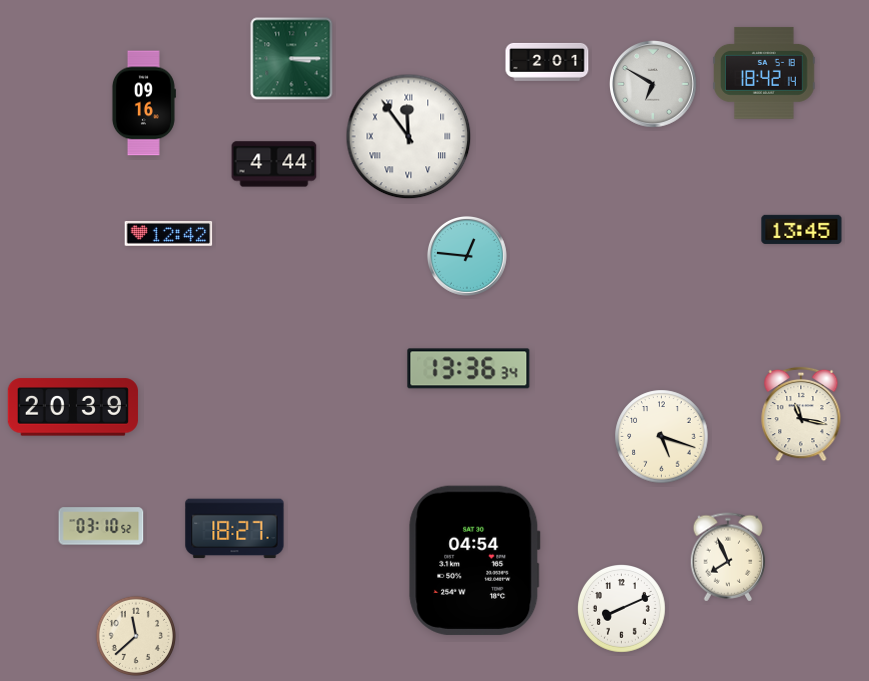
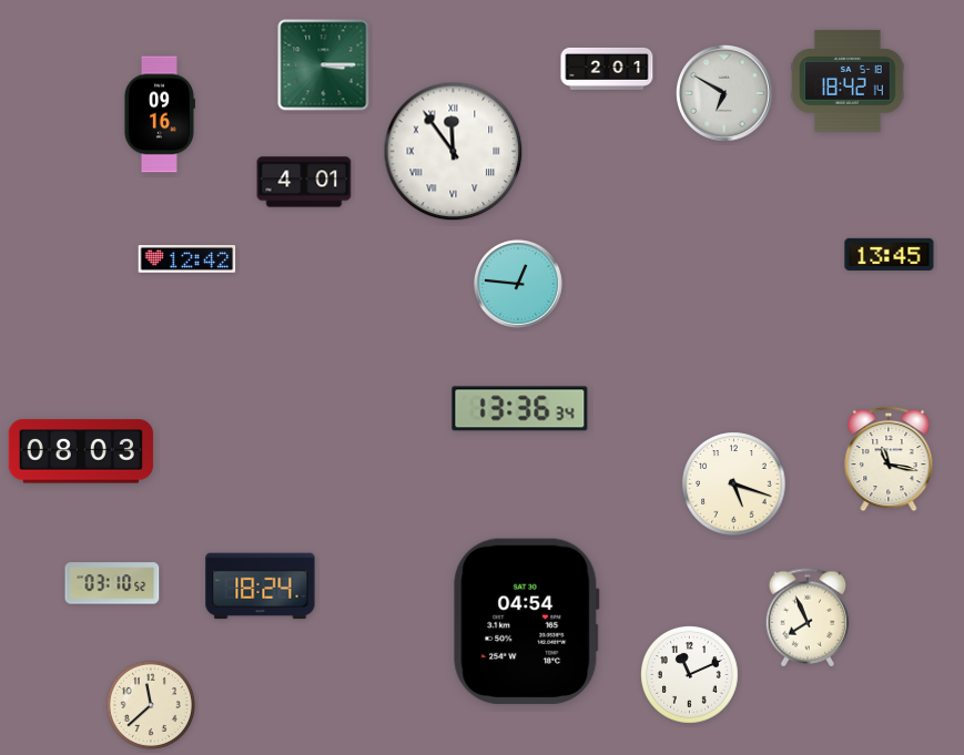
clock at (274, 164): 4:44 -> 4:01
clock at (73, 407): 20:39 -> 08:03
clock at (235, 529): 18:27 -> 18:24
clock at (622, 609): 8:11 -> 11:11
